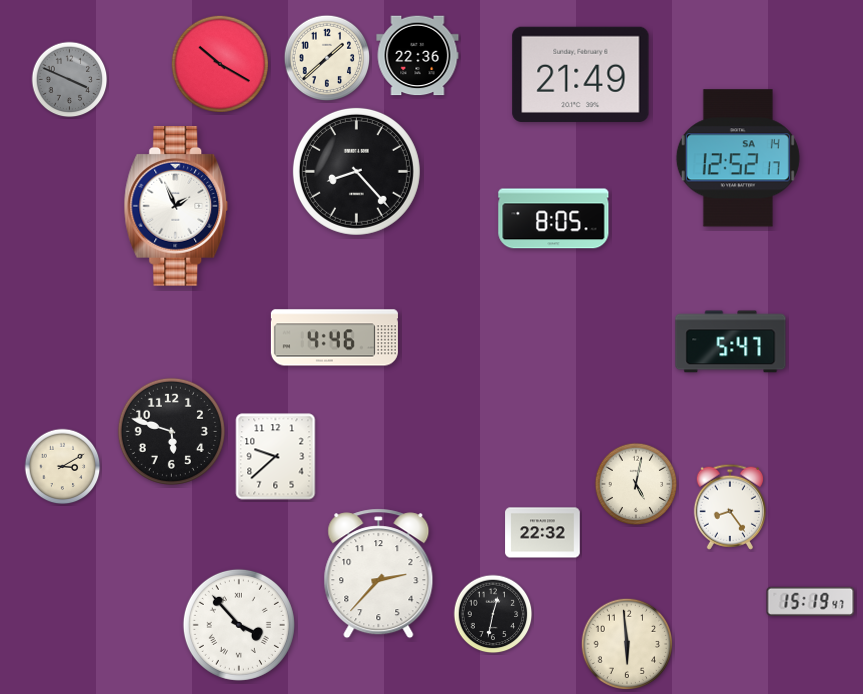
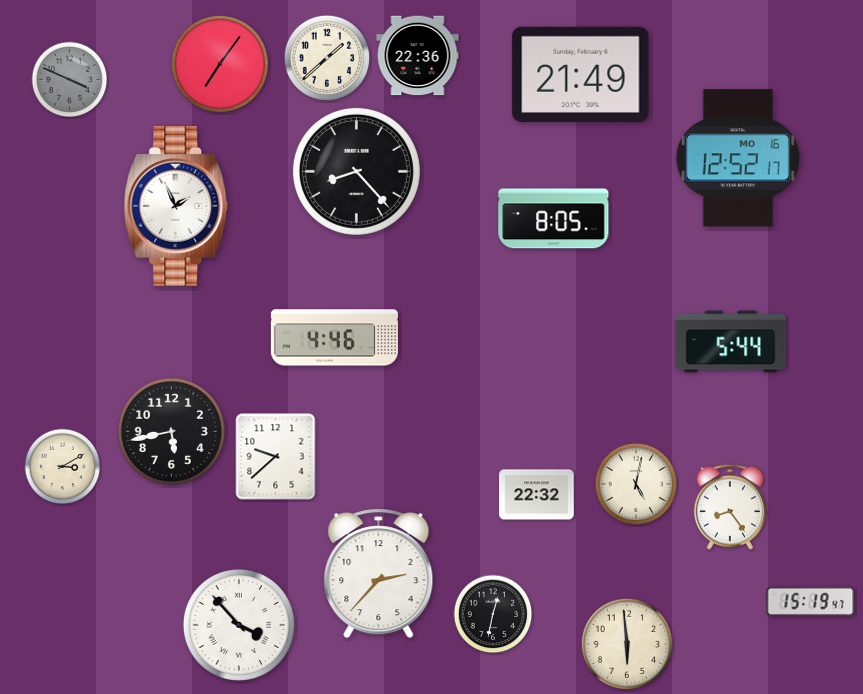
clock at (219, 63): 10:20 -> 7:06
clock at (738, 158) date: SA 14 -> MO 16
clock at (731, 342): 5:47 -> 5:44
clock at (171, 431): 5:48 -> 5:43
clock at (543, 533) position: (543, 533) -> (537, 495)
